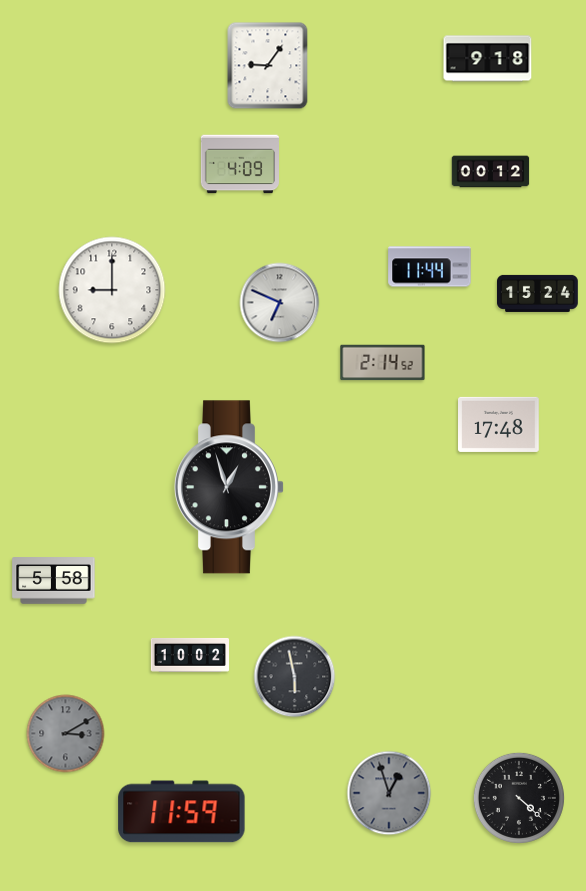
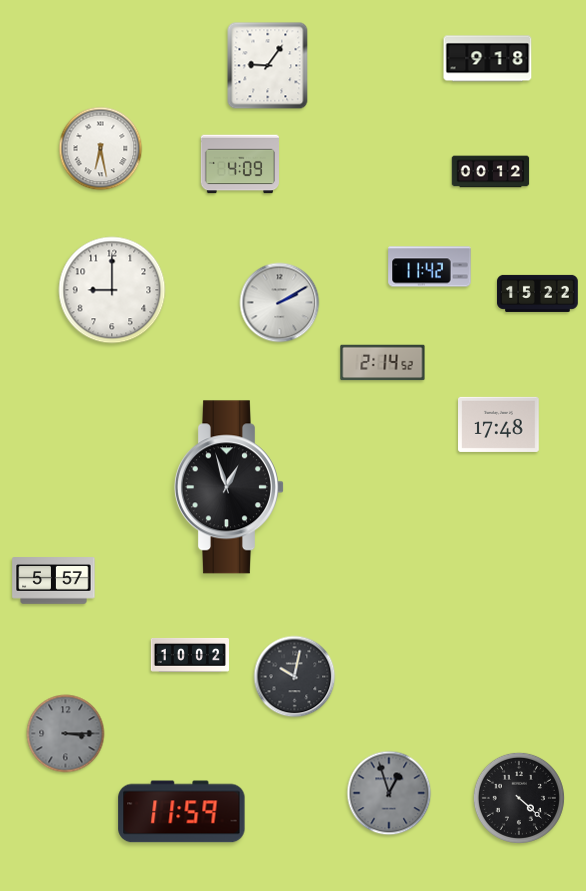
clock at (101, 149): none -> 6:28
clock at (430, 267): 11:44 -> 11:42
clock at (538, 293): 15:24 -> 15:22
clock at (280, 303): 6:49 -> 2:10
clock at (54, 581): 5:58 -> 5:57
clock at (295, 677): 5:58 -> 10:02
clock at (66, 734): 3:10 -> 3:15
